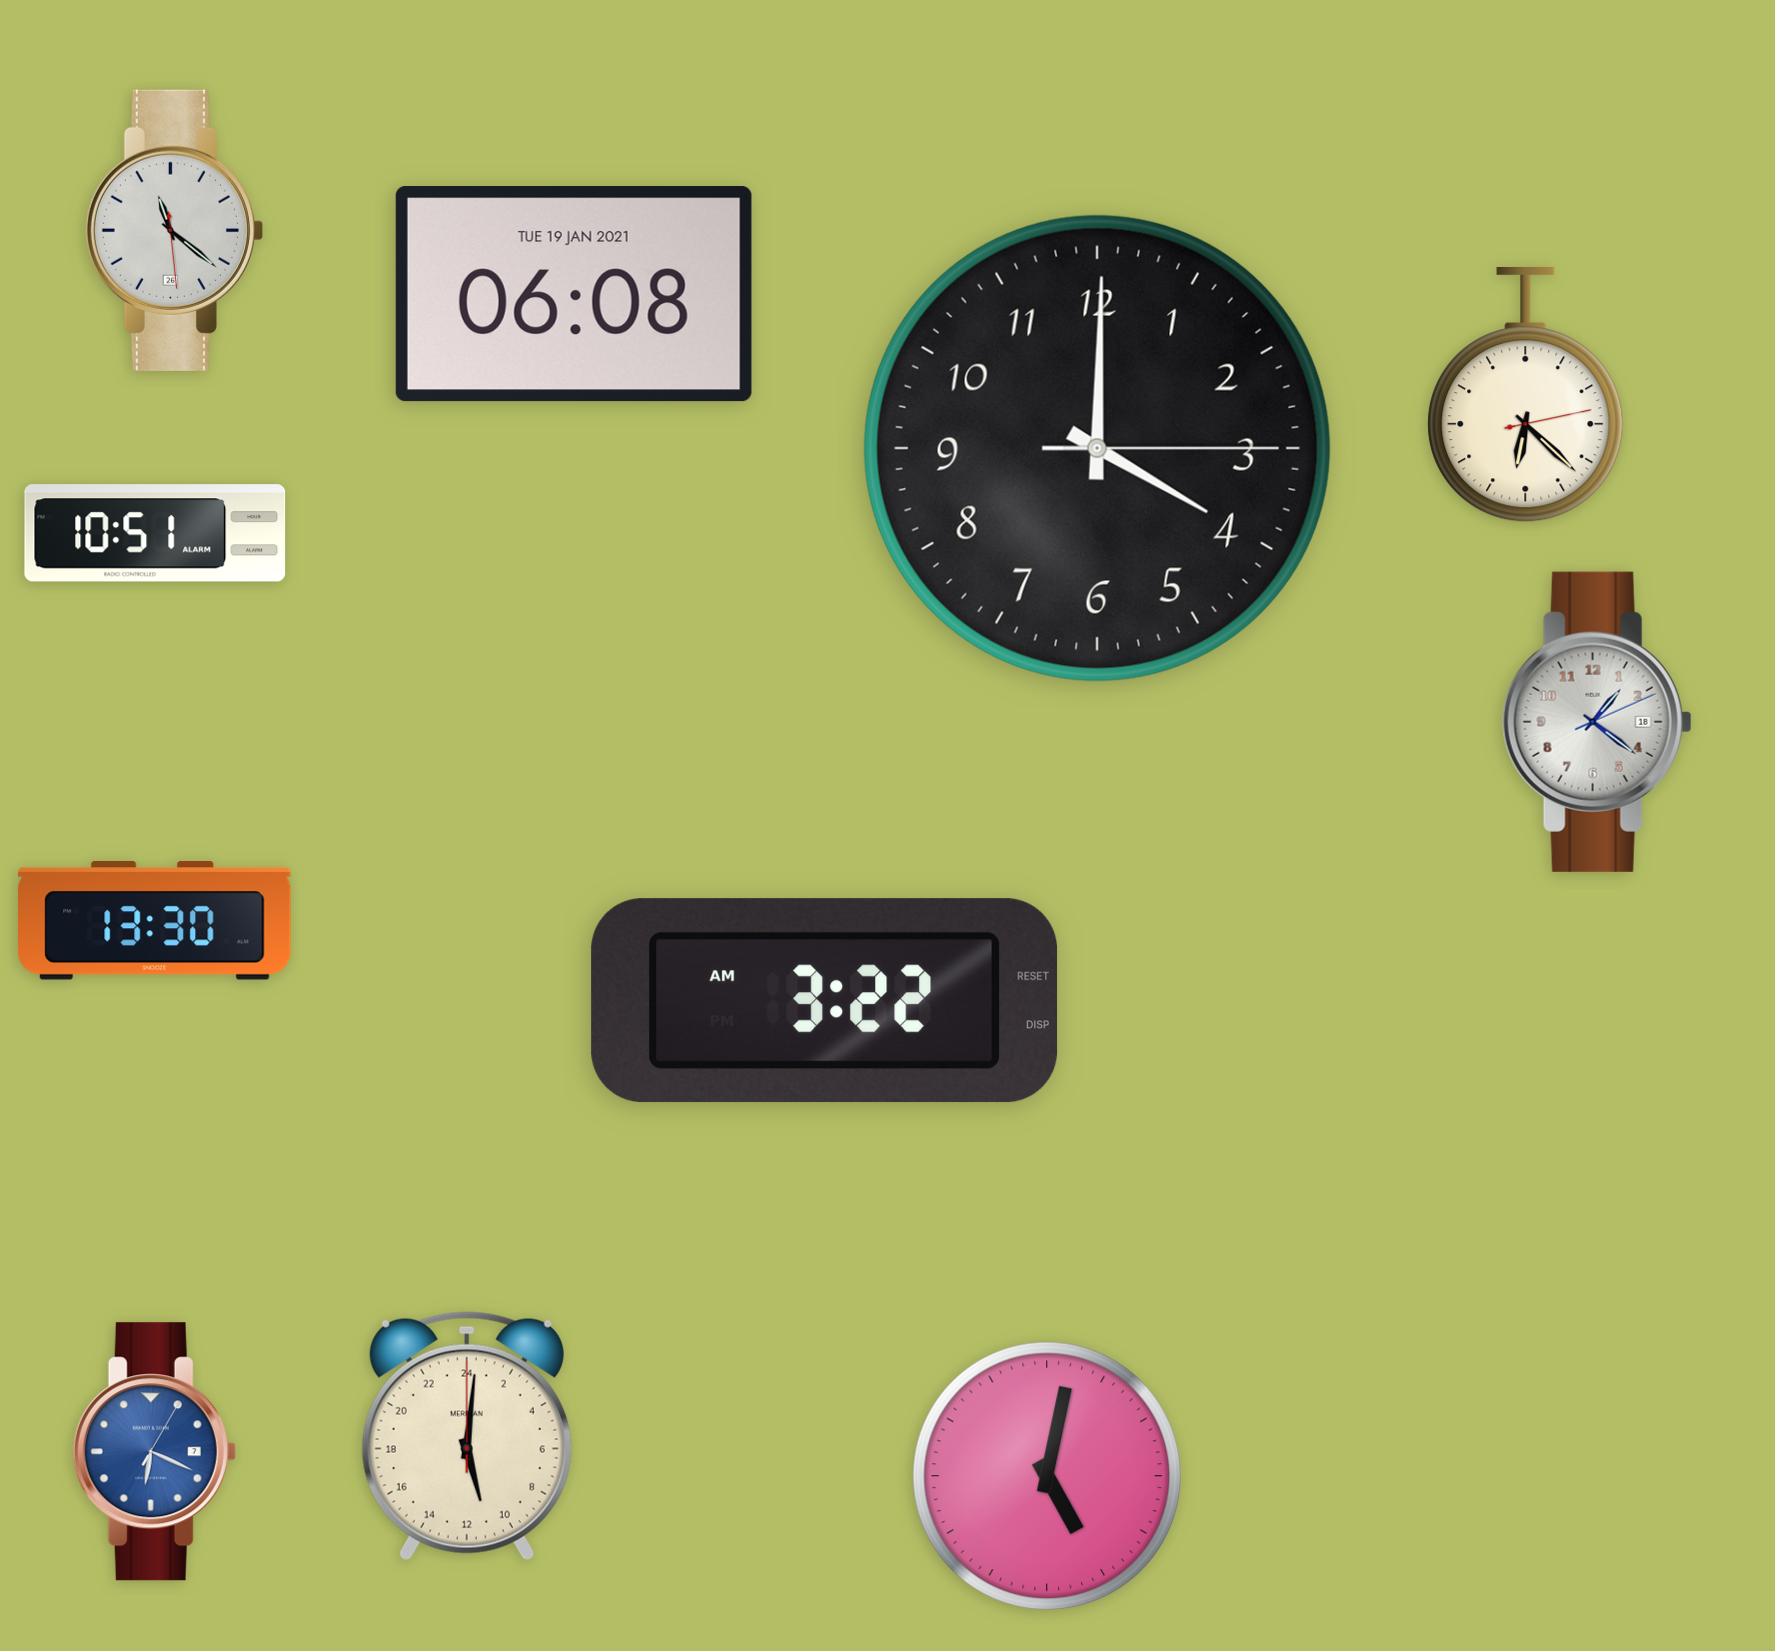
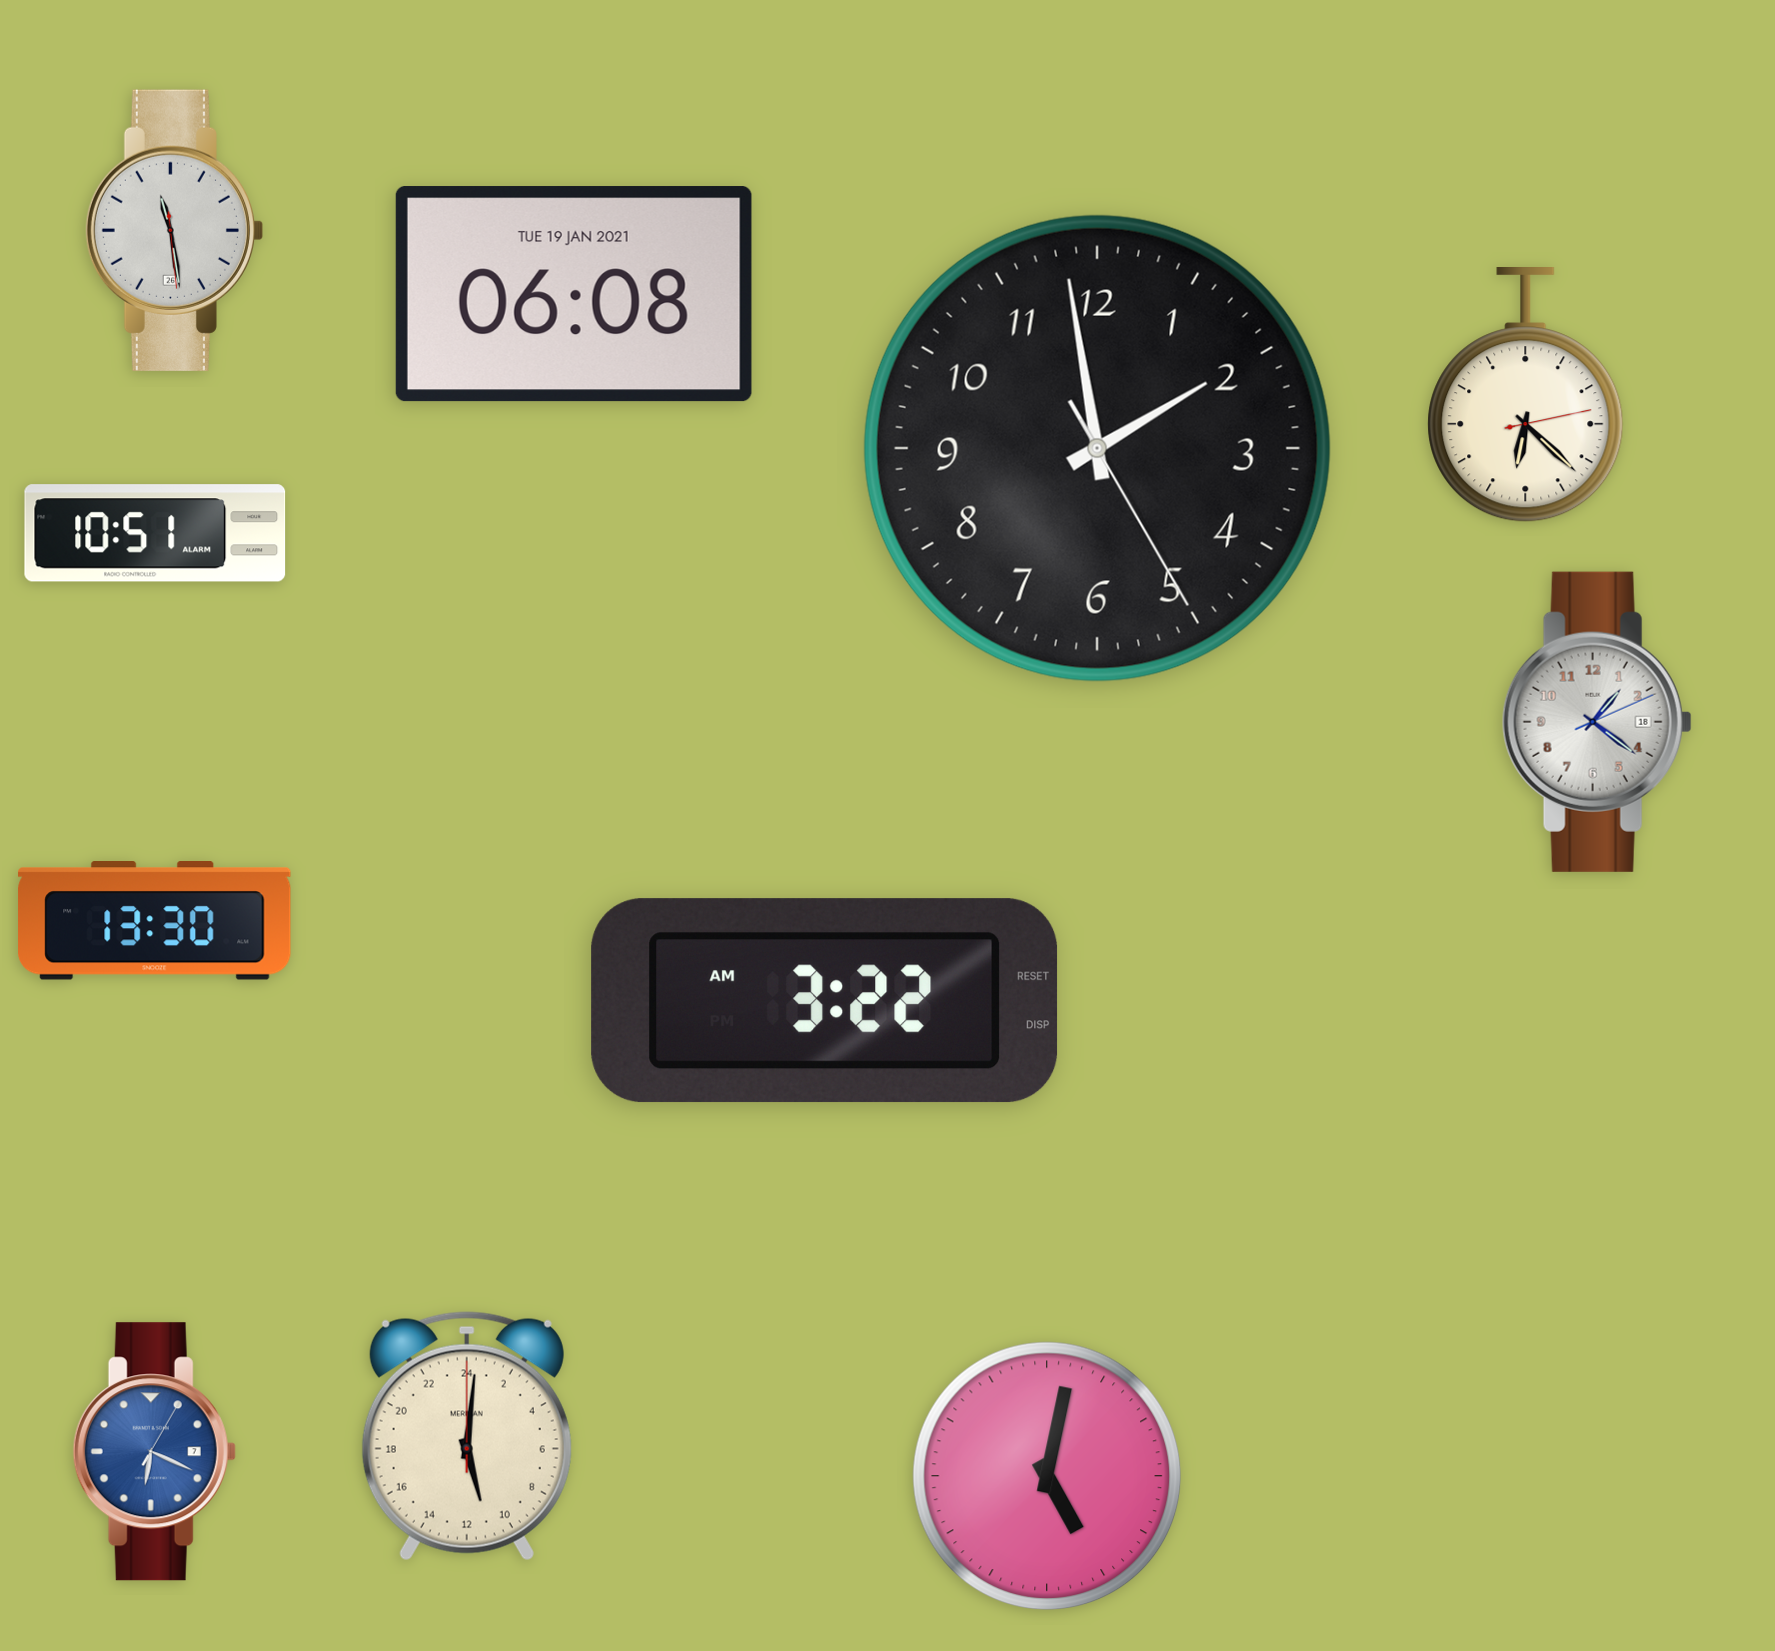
clock at (173, 230): 11:21 -> 11:28
clock at (1097, 448): 4:00 -> 1:58
